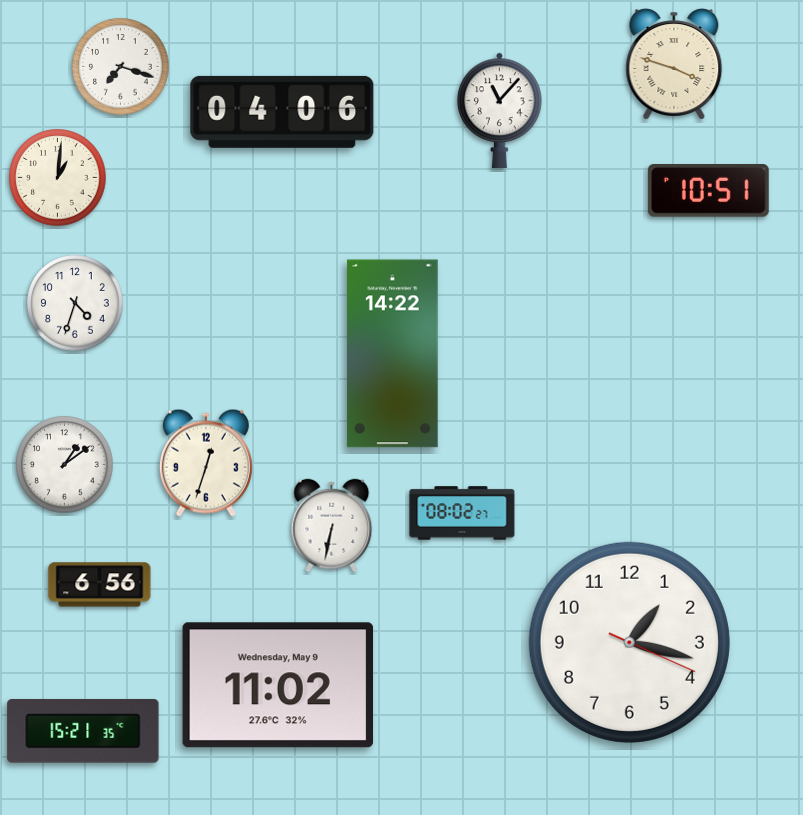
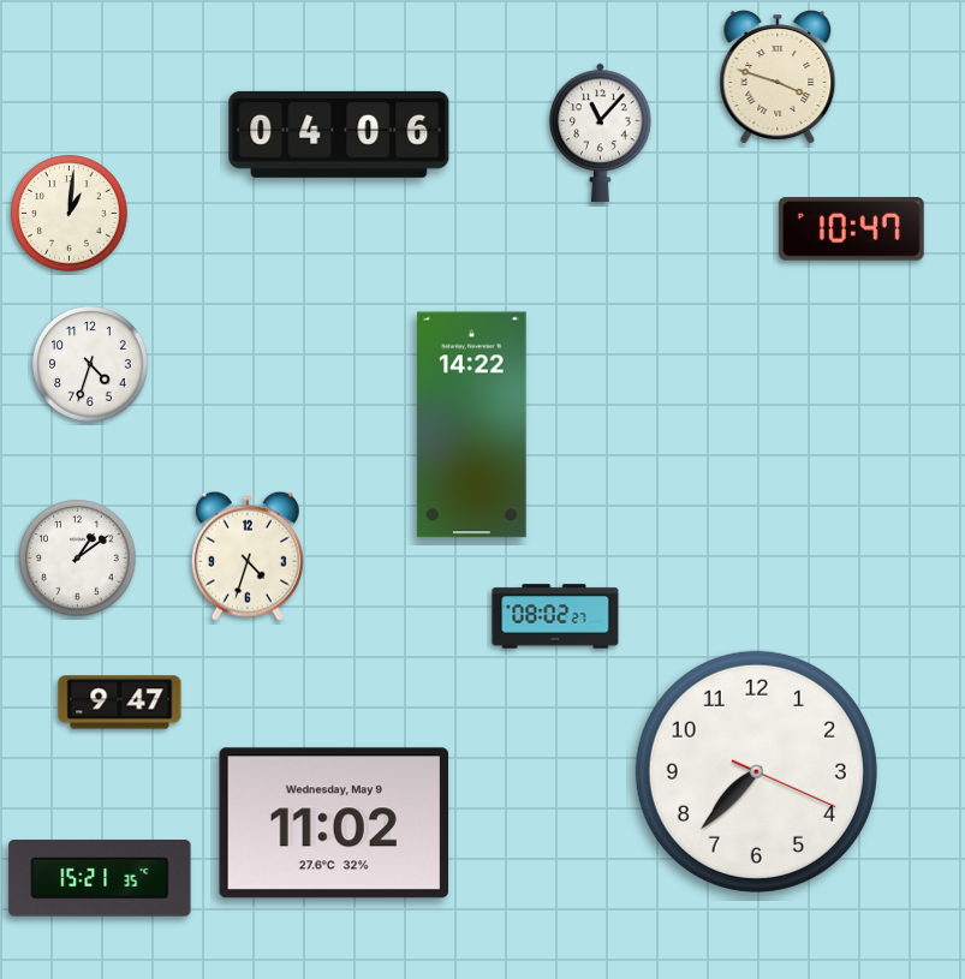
clock at (674, 64) position: (674, 64) -> (778, 77)
clock at (121, 67): 7:18 -> none
clock at (708, 191): 10:51 -> 10:47
clock at (206, 463): 12:33 -> 4:33
clock at (332, 526): 6:32 -> none
clock at (100, 585): 6:56 -> 9:47
clock at (629, 642): 1:17 -> 7:37
